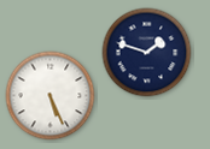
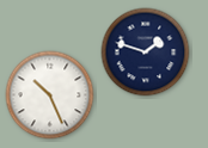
clock at (51, 96): 5:26 -> 10:26
